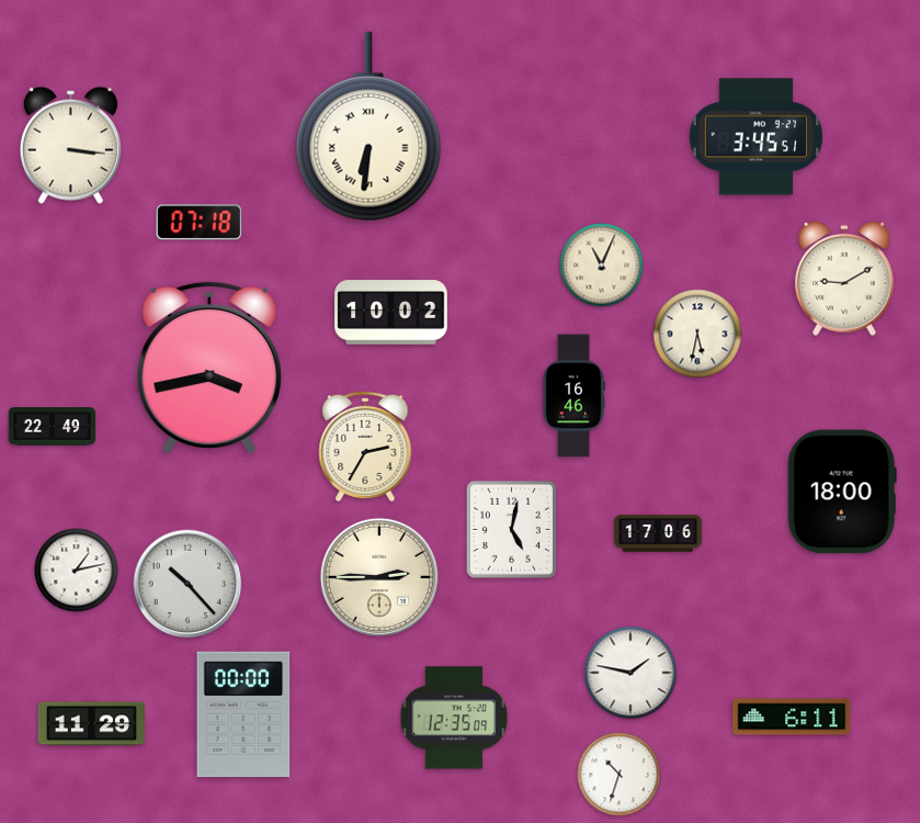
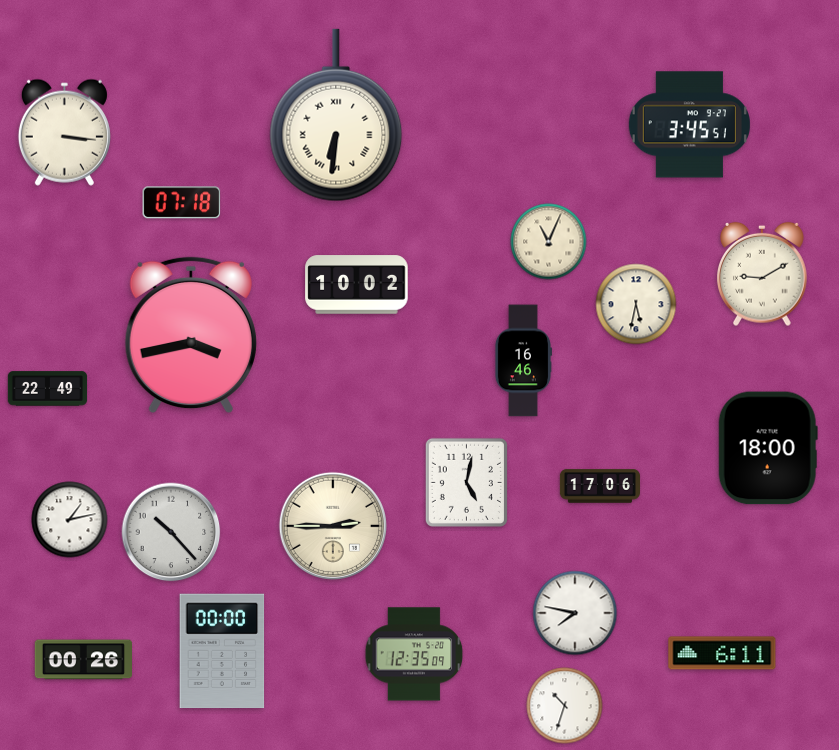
clock at (845, 279) position: (845, 279) -> (763, 274)
clock at (365, 446): 2:35 -> none
clock at (379, 577) position: (379, 577) -> (333, 526)
clock at (631, 673): 1:47 -> 7:47
clock at (92, 724): 11:29 -> 00:26
